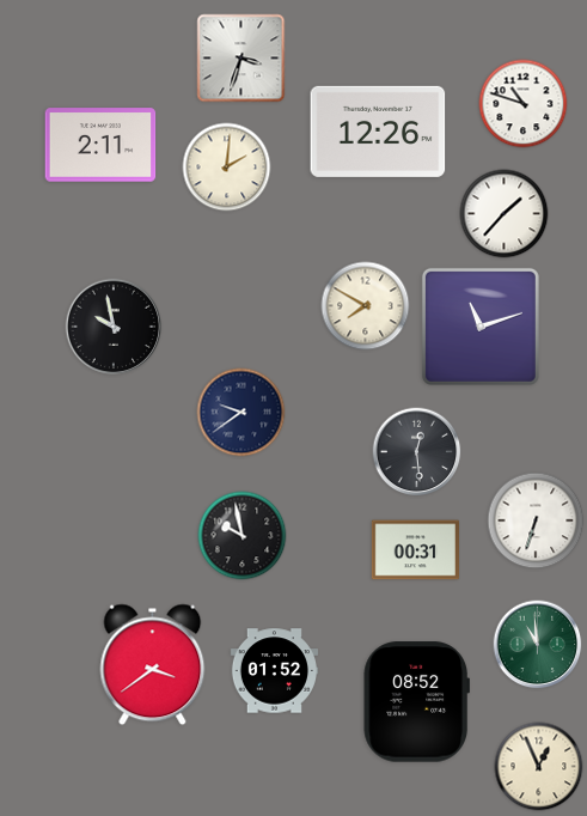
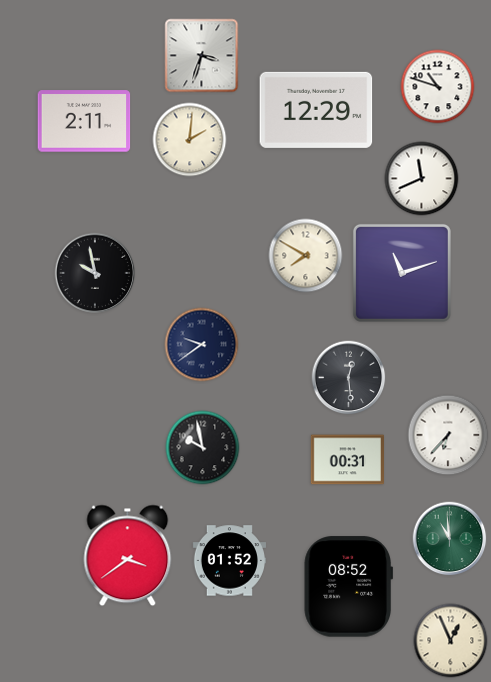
clock at (241, 59) position: (241, 59) -> (202, 56)
clock at (378, 132): 12:26 -> 12:29
clock at (505, 214): 1:37 -> 11:41
clock at (536, 520): 6:33 -> 6:37
